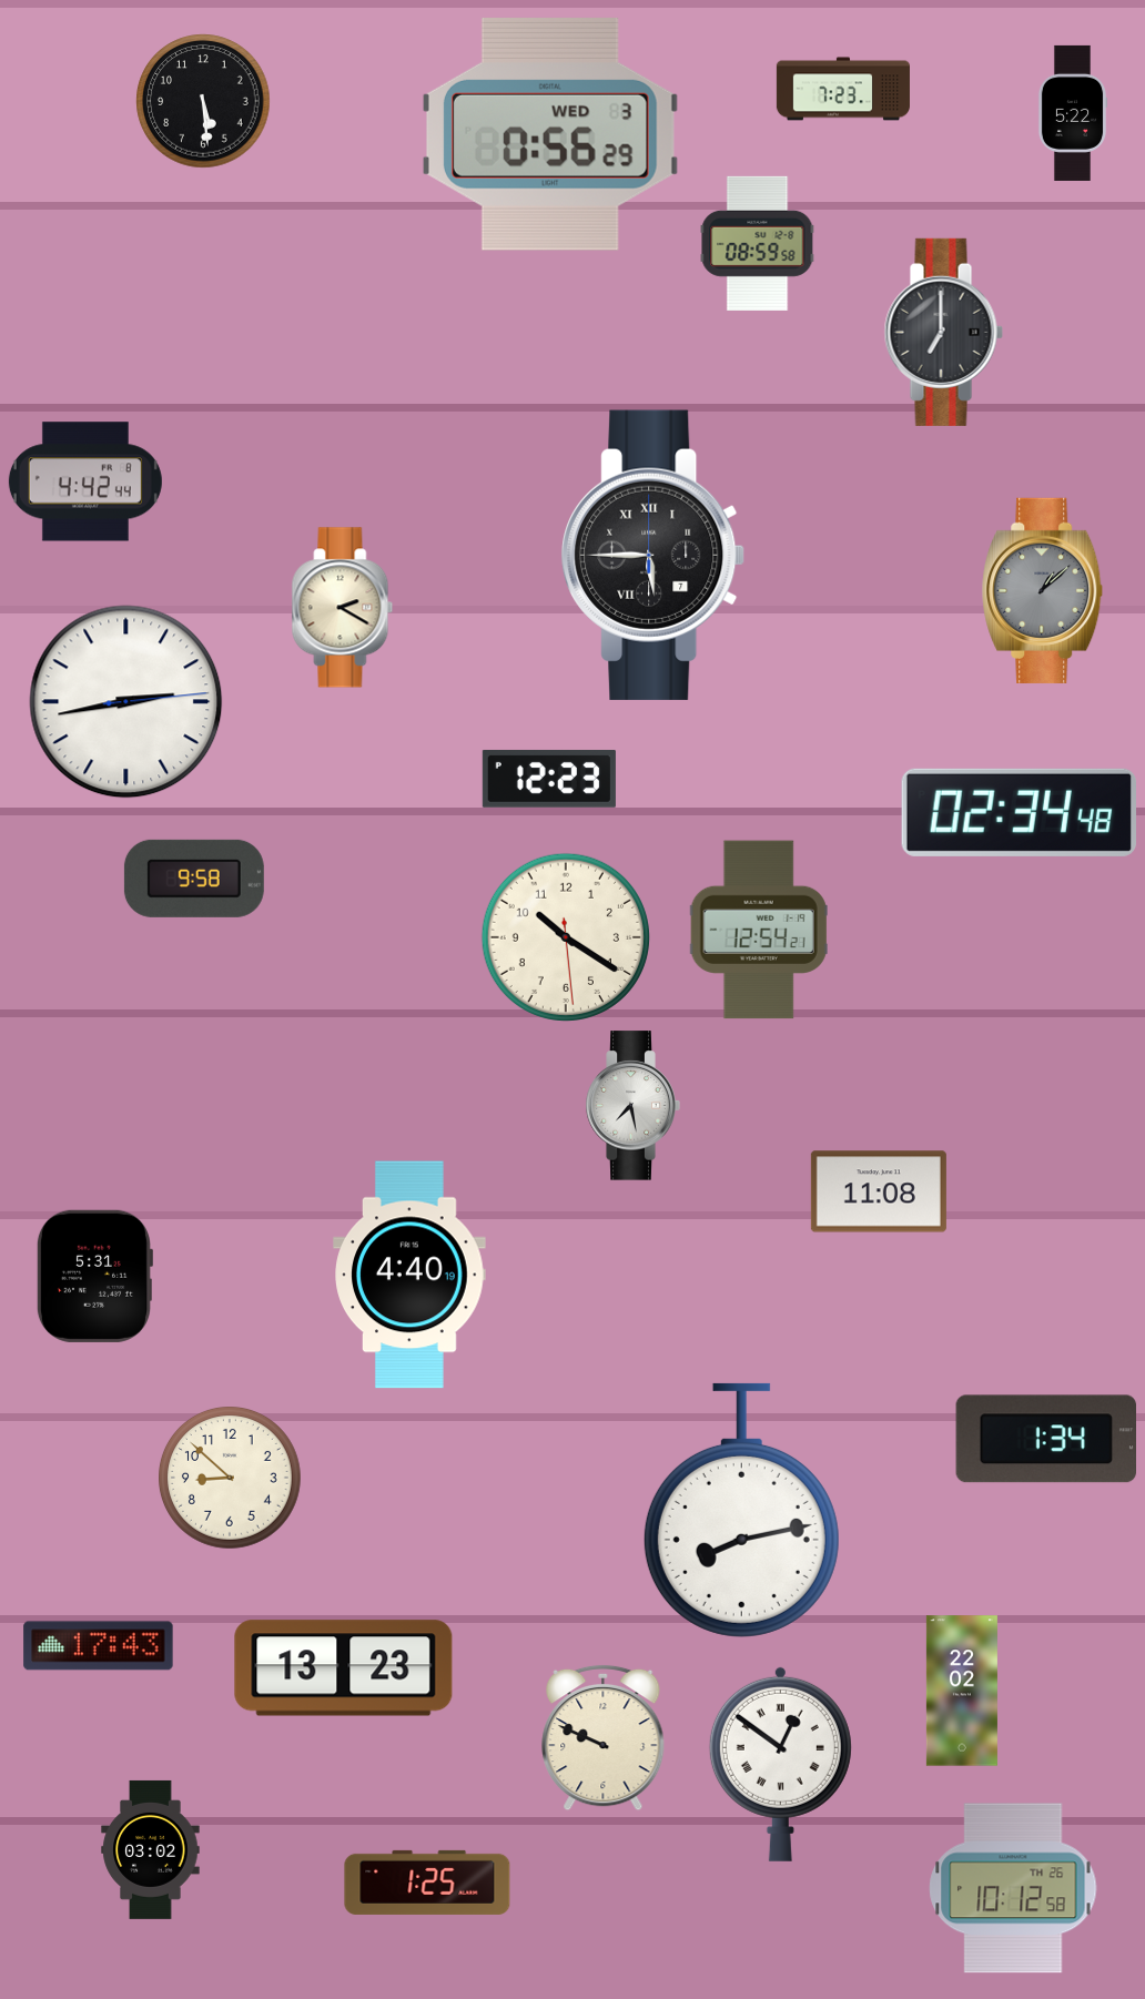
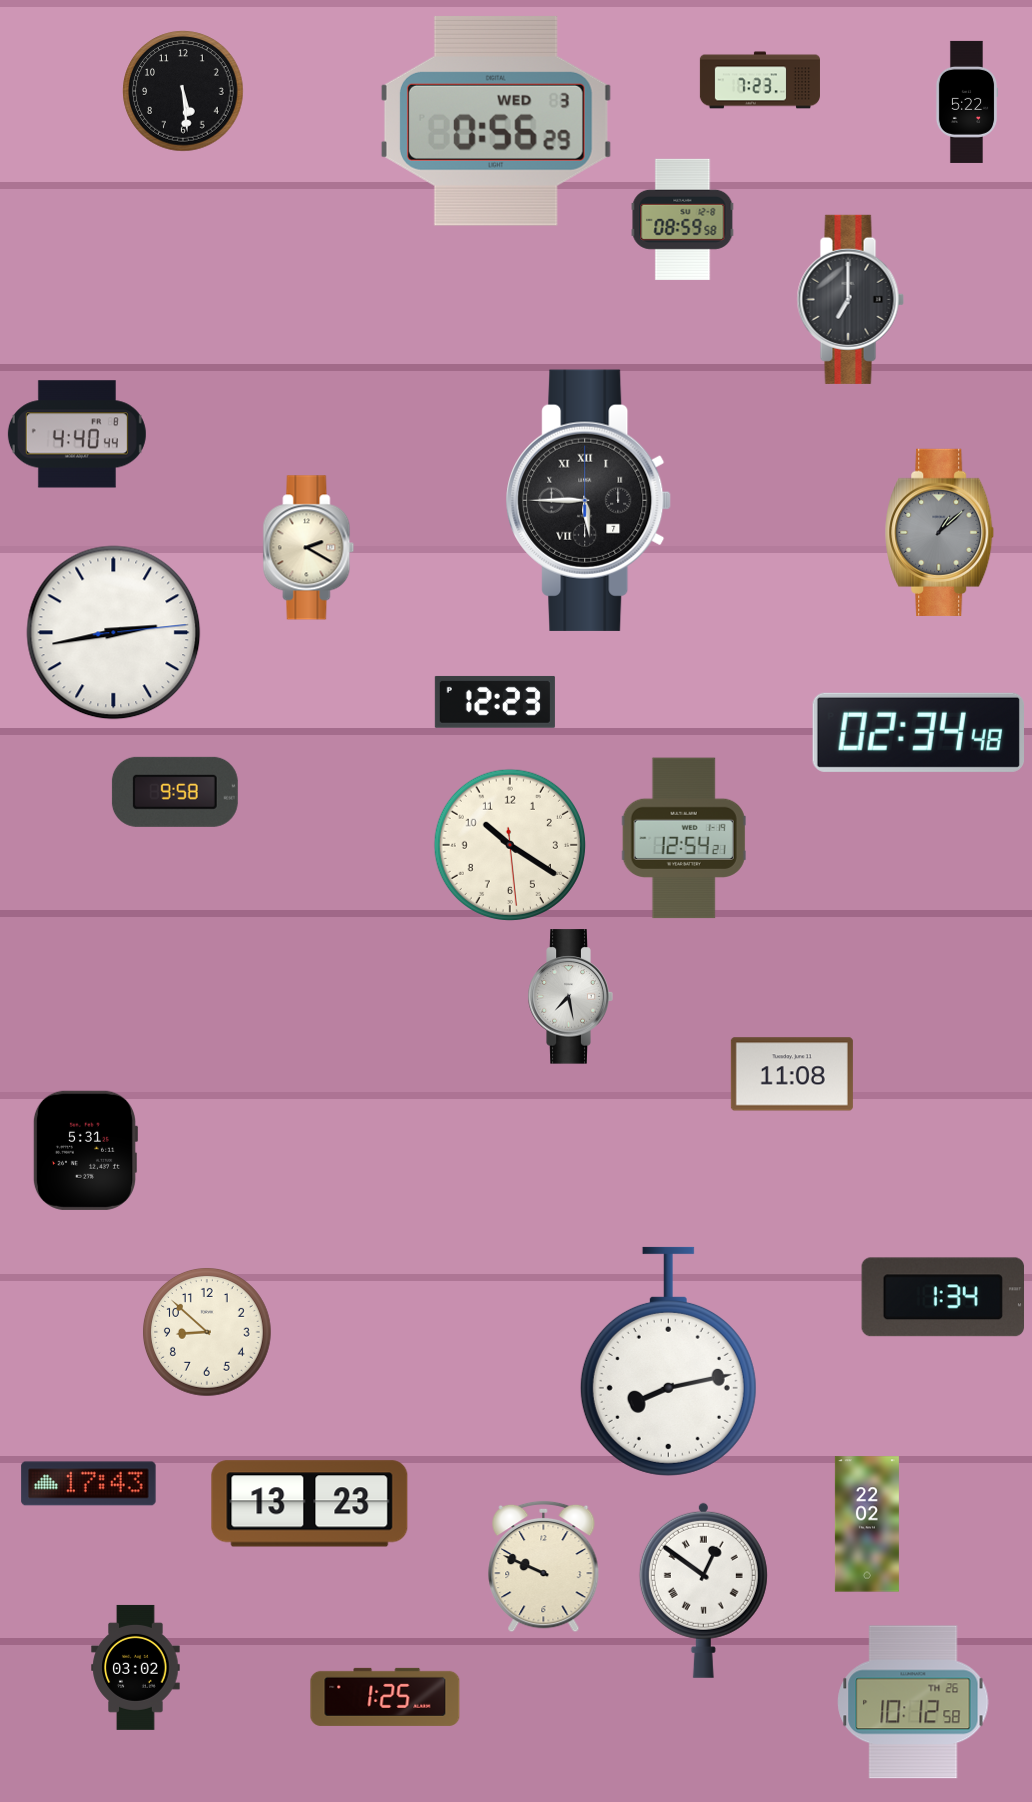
clock at (85, 481): 4:42 -> 4:40
clock at (409, 1275): 4:40 -> none
